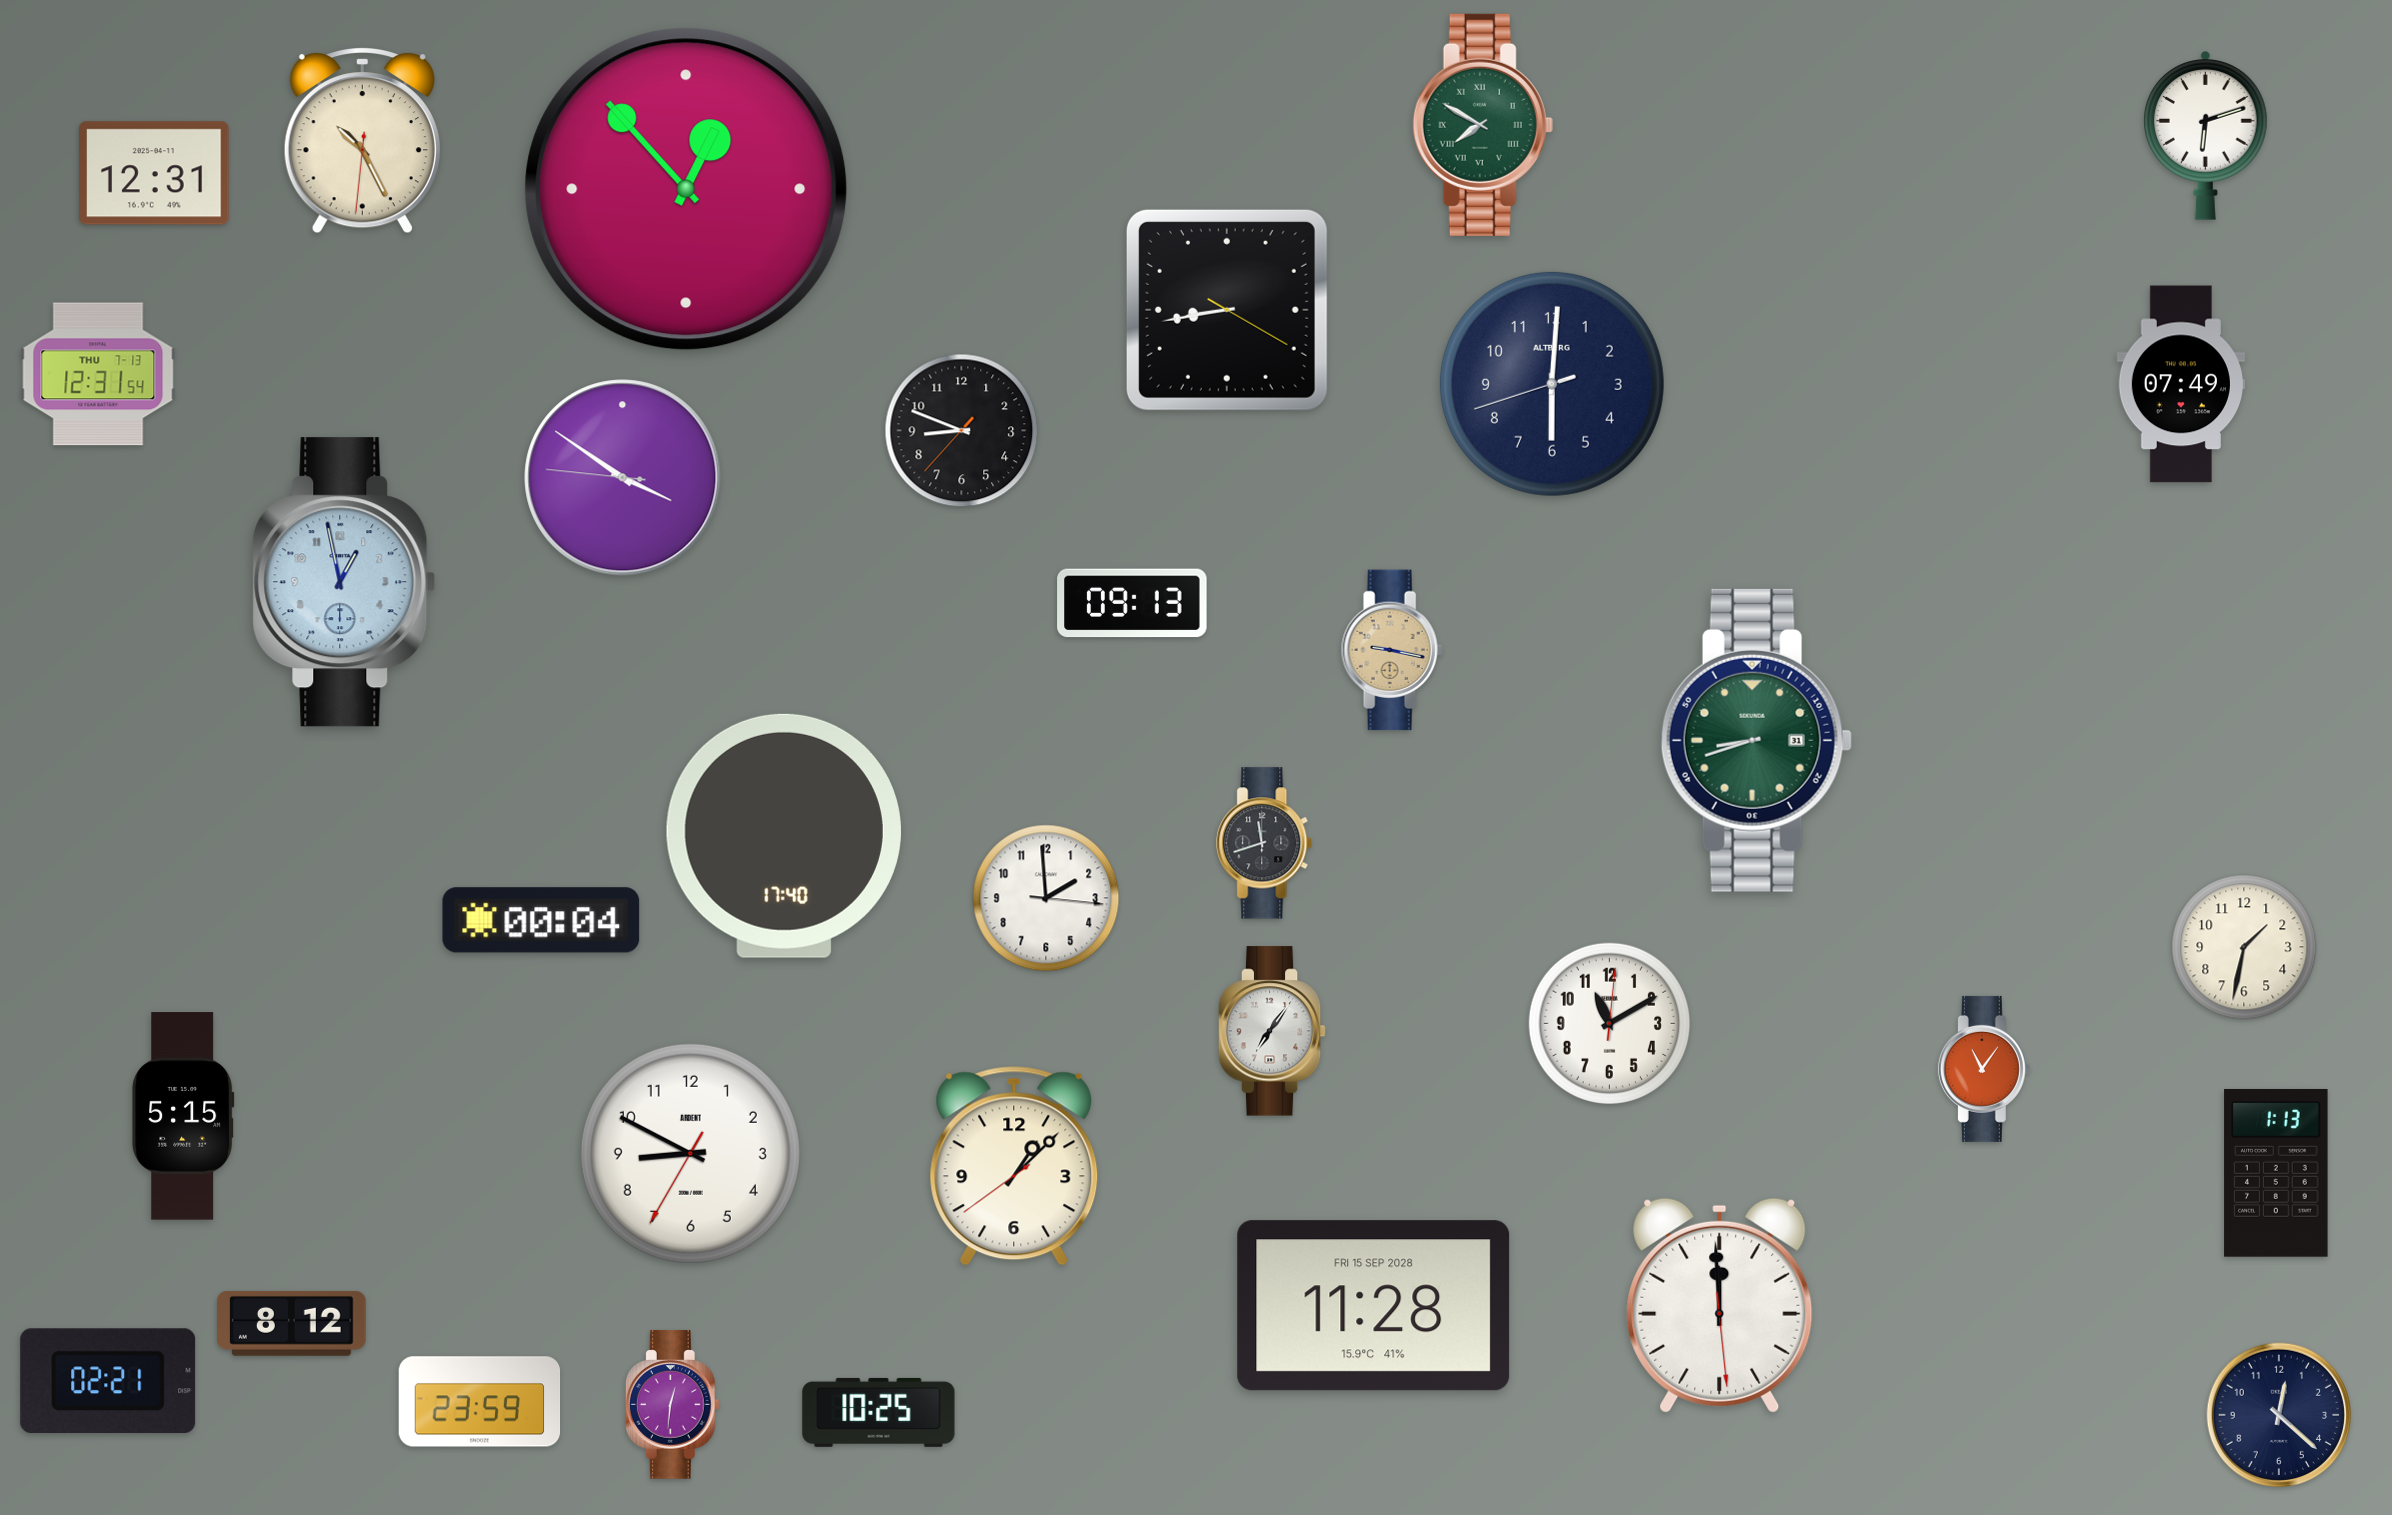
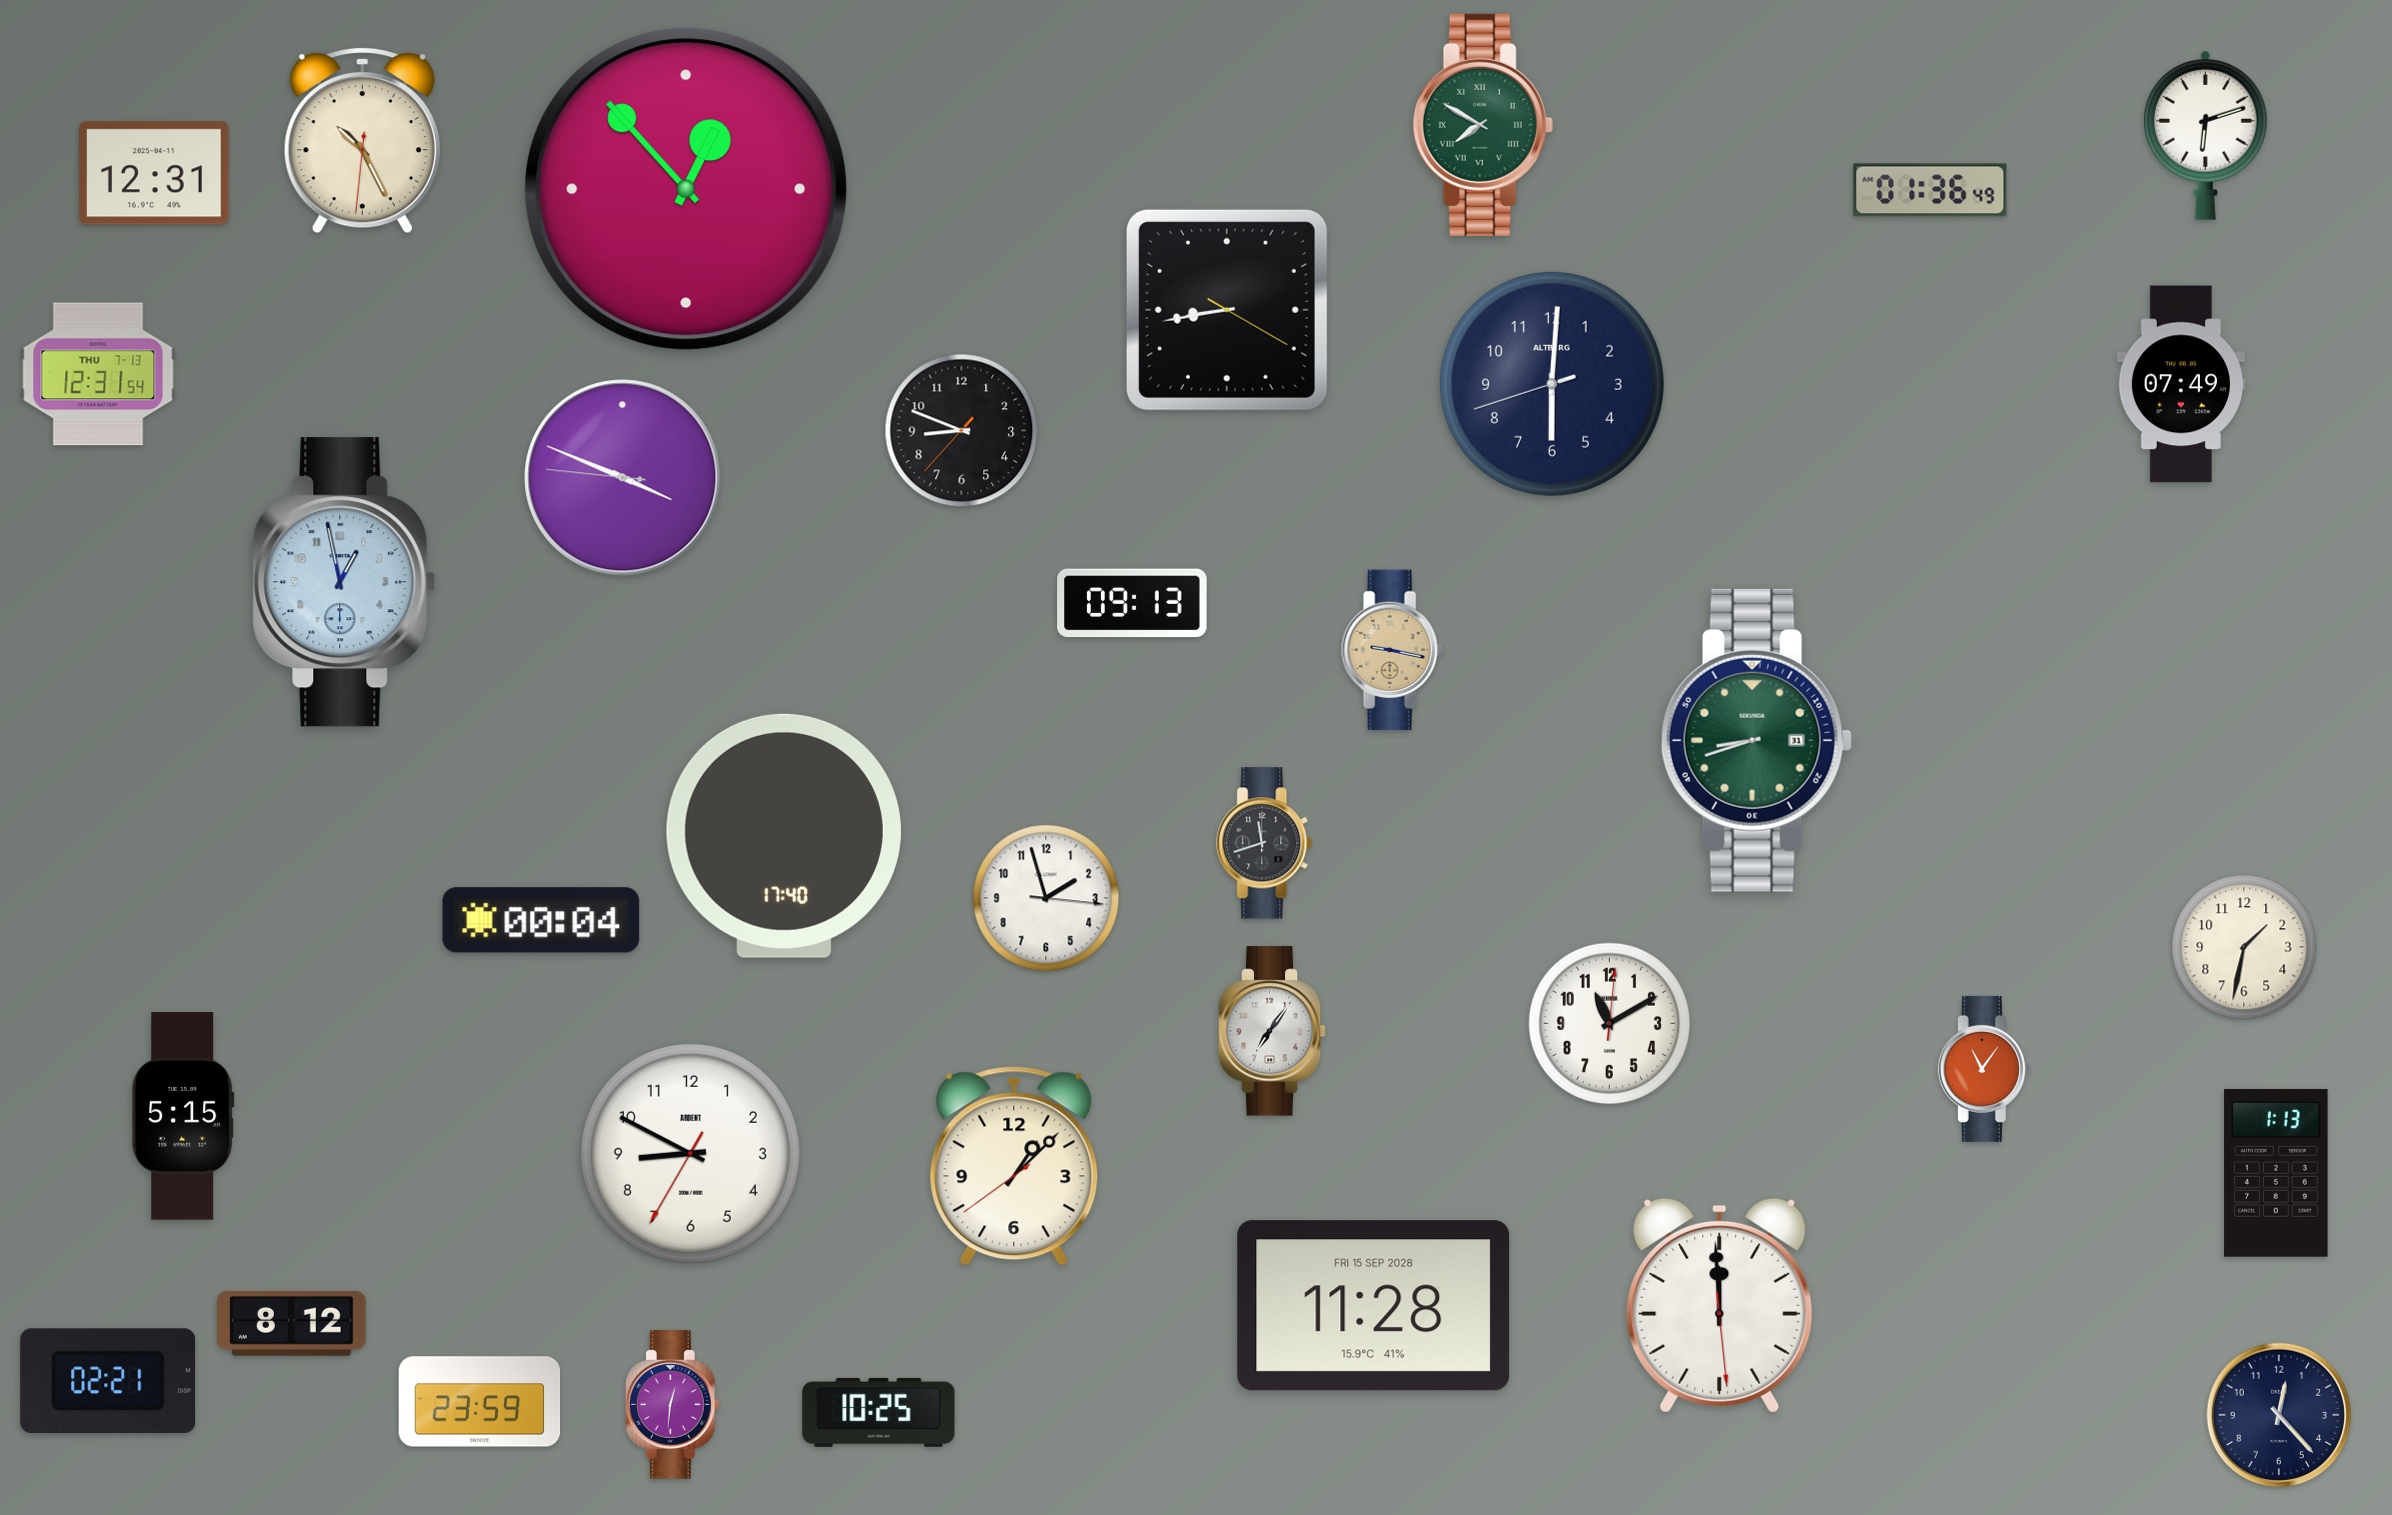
clock at (1930, 190): none -> 01:36
clock at (623, 478): 3:50 -> 3:48
clock at (1046, 898): 1:59 -> 1:57
clock at (2278, 1414): 12:22 -> 12:23
